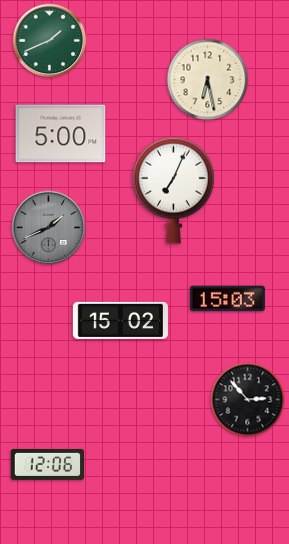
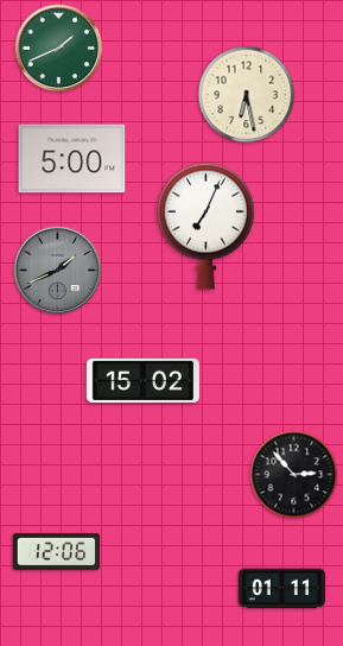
clock at (227, 299): 15:03 -> none
clock at (281, 589): none -> 01:11
